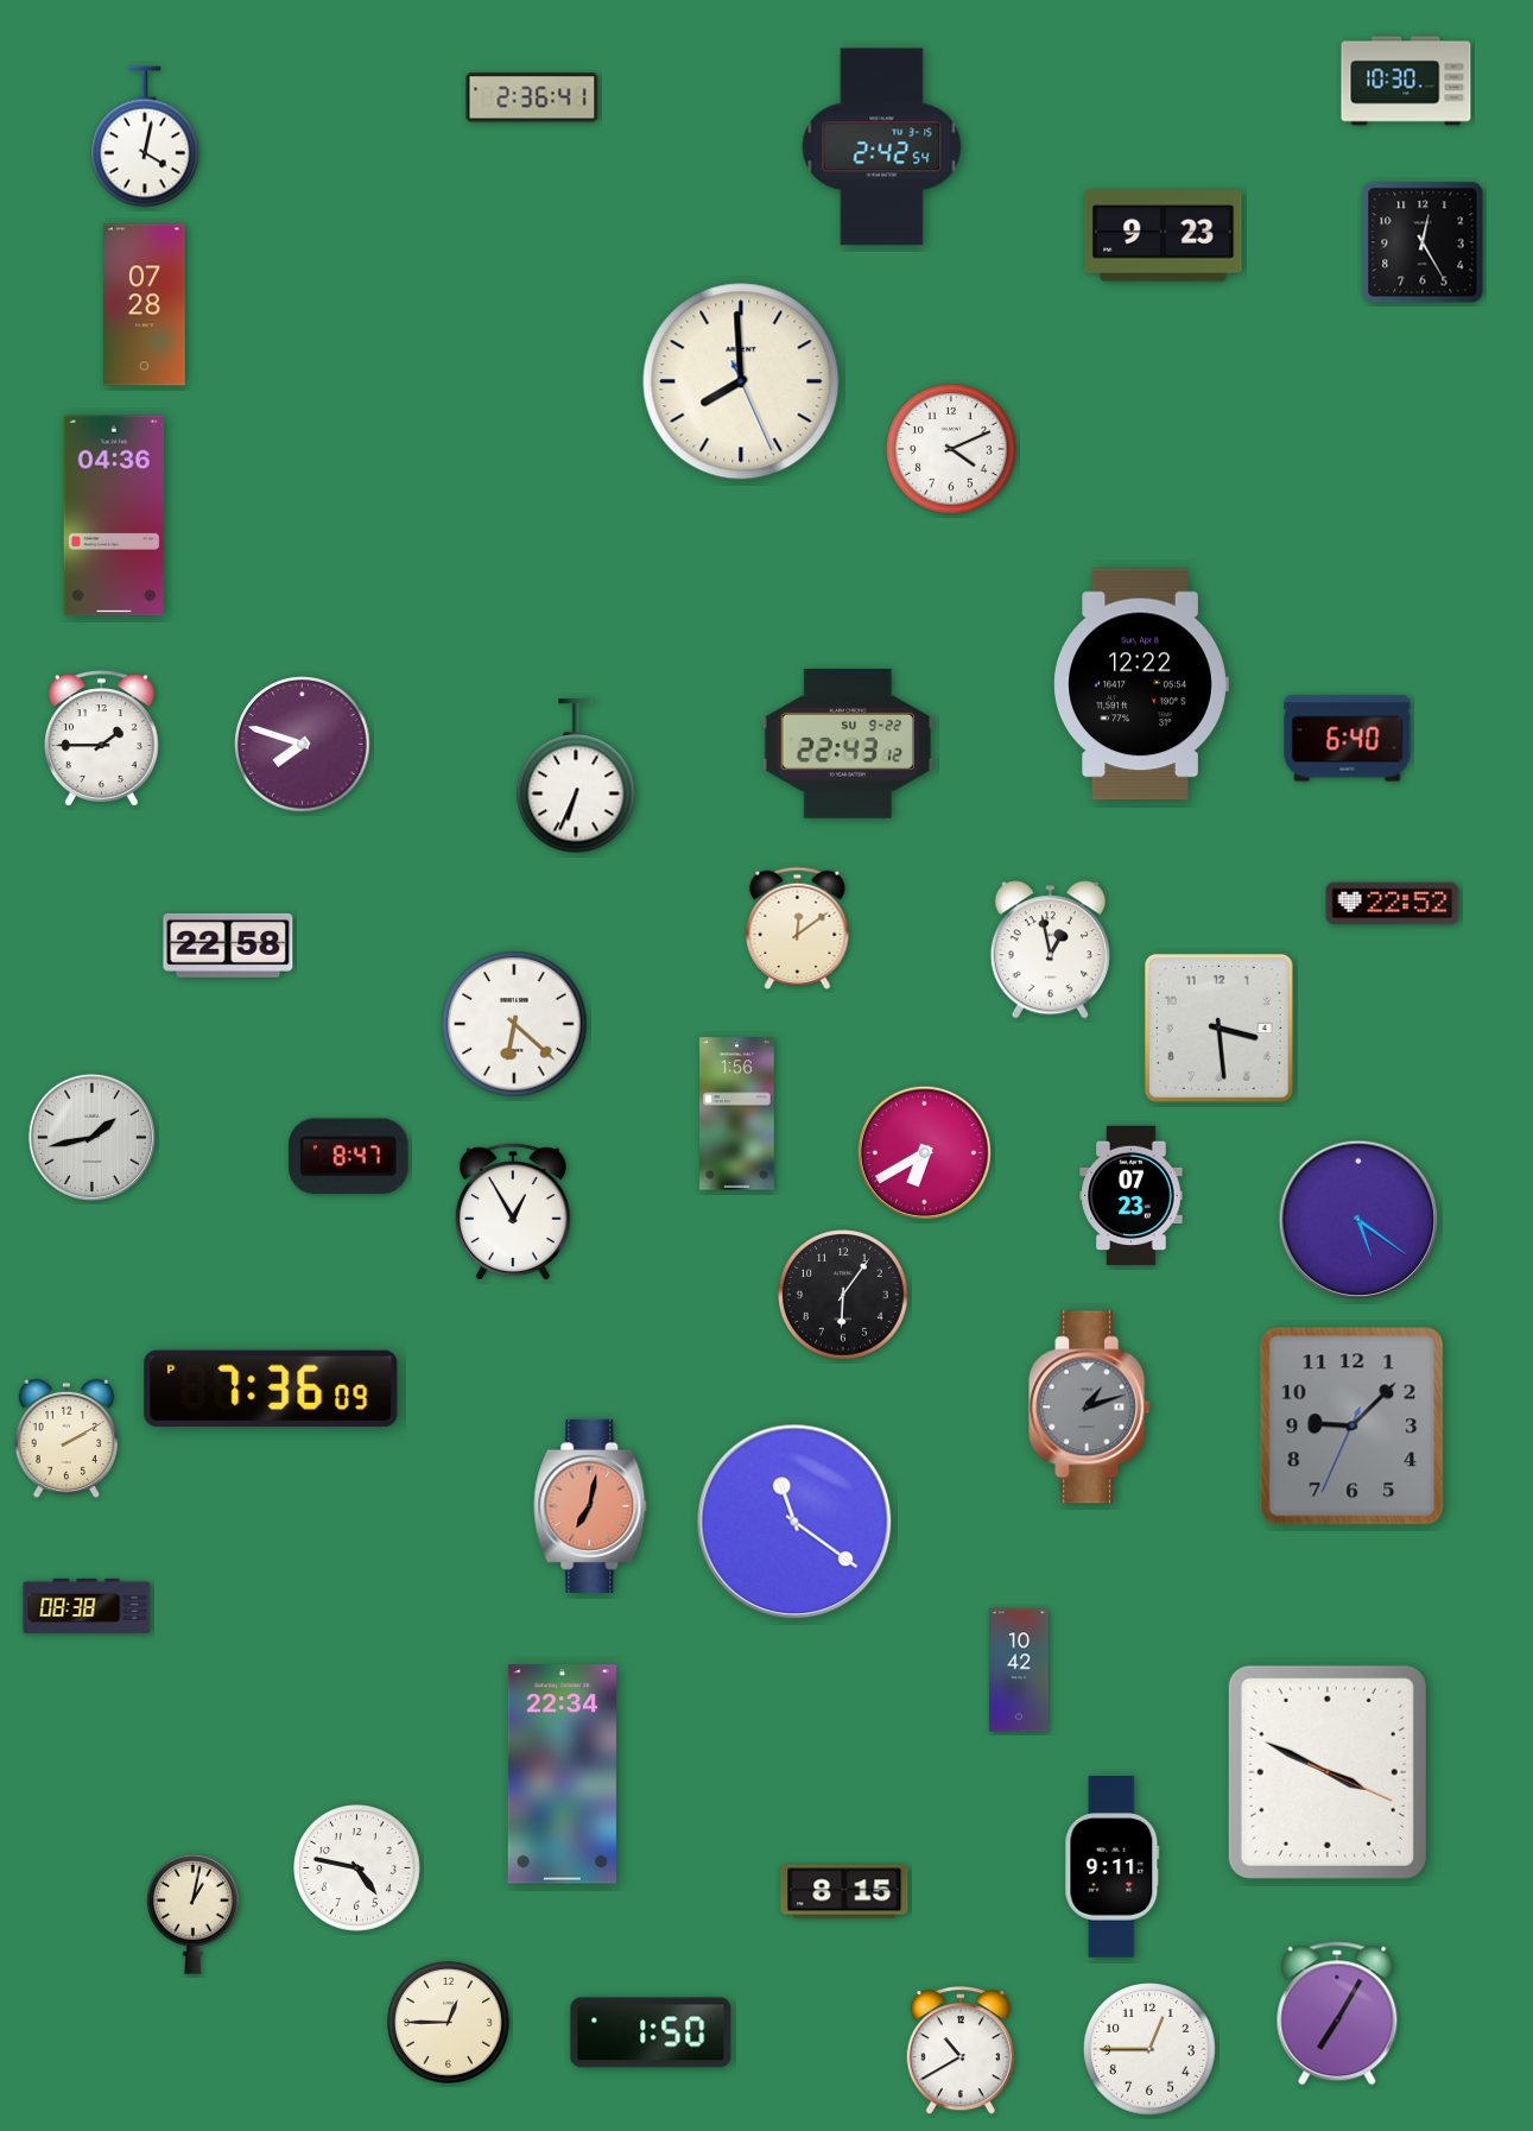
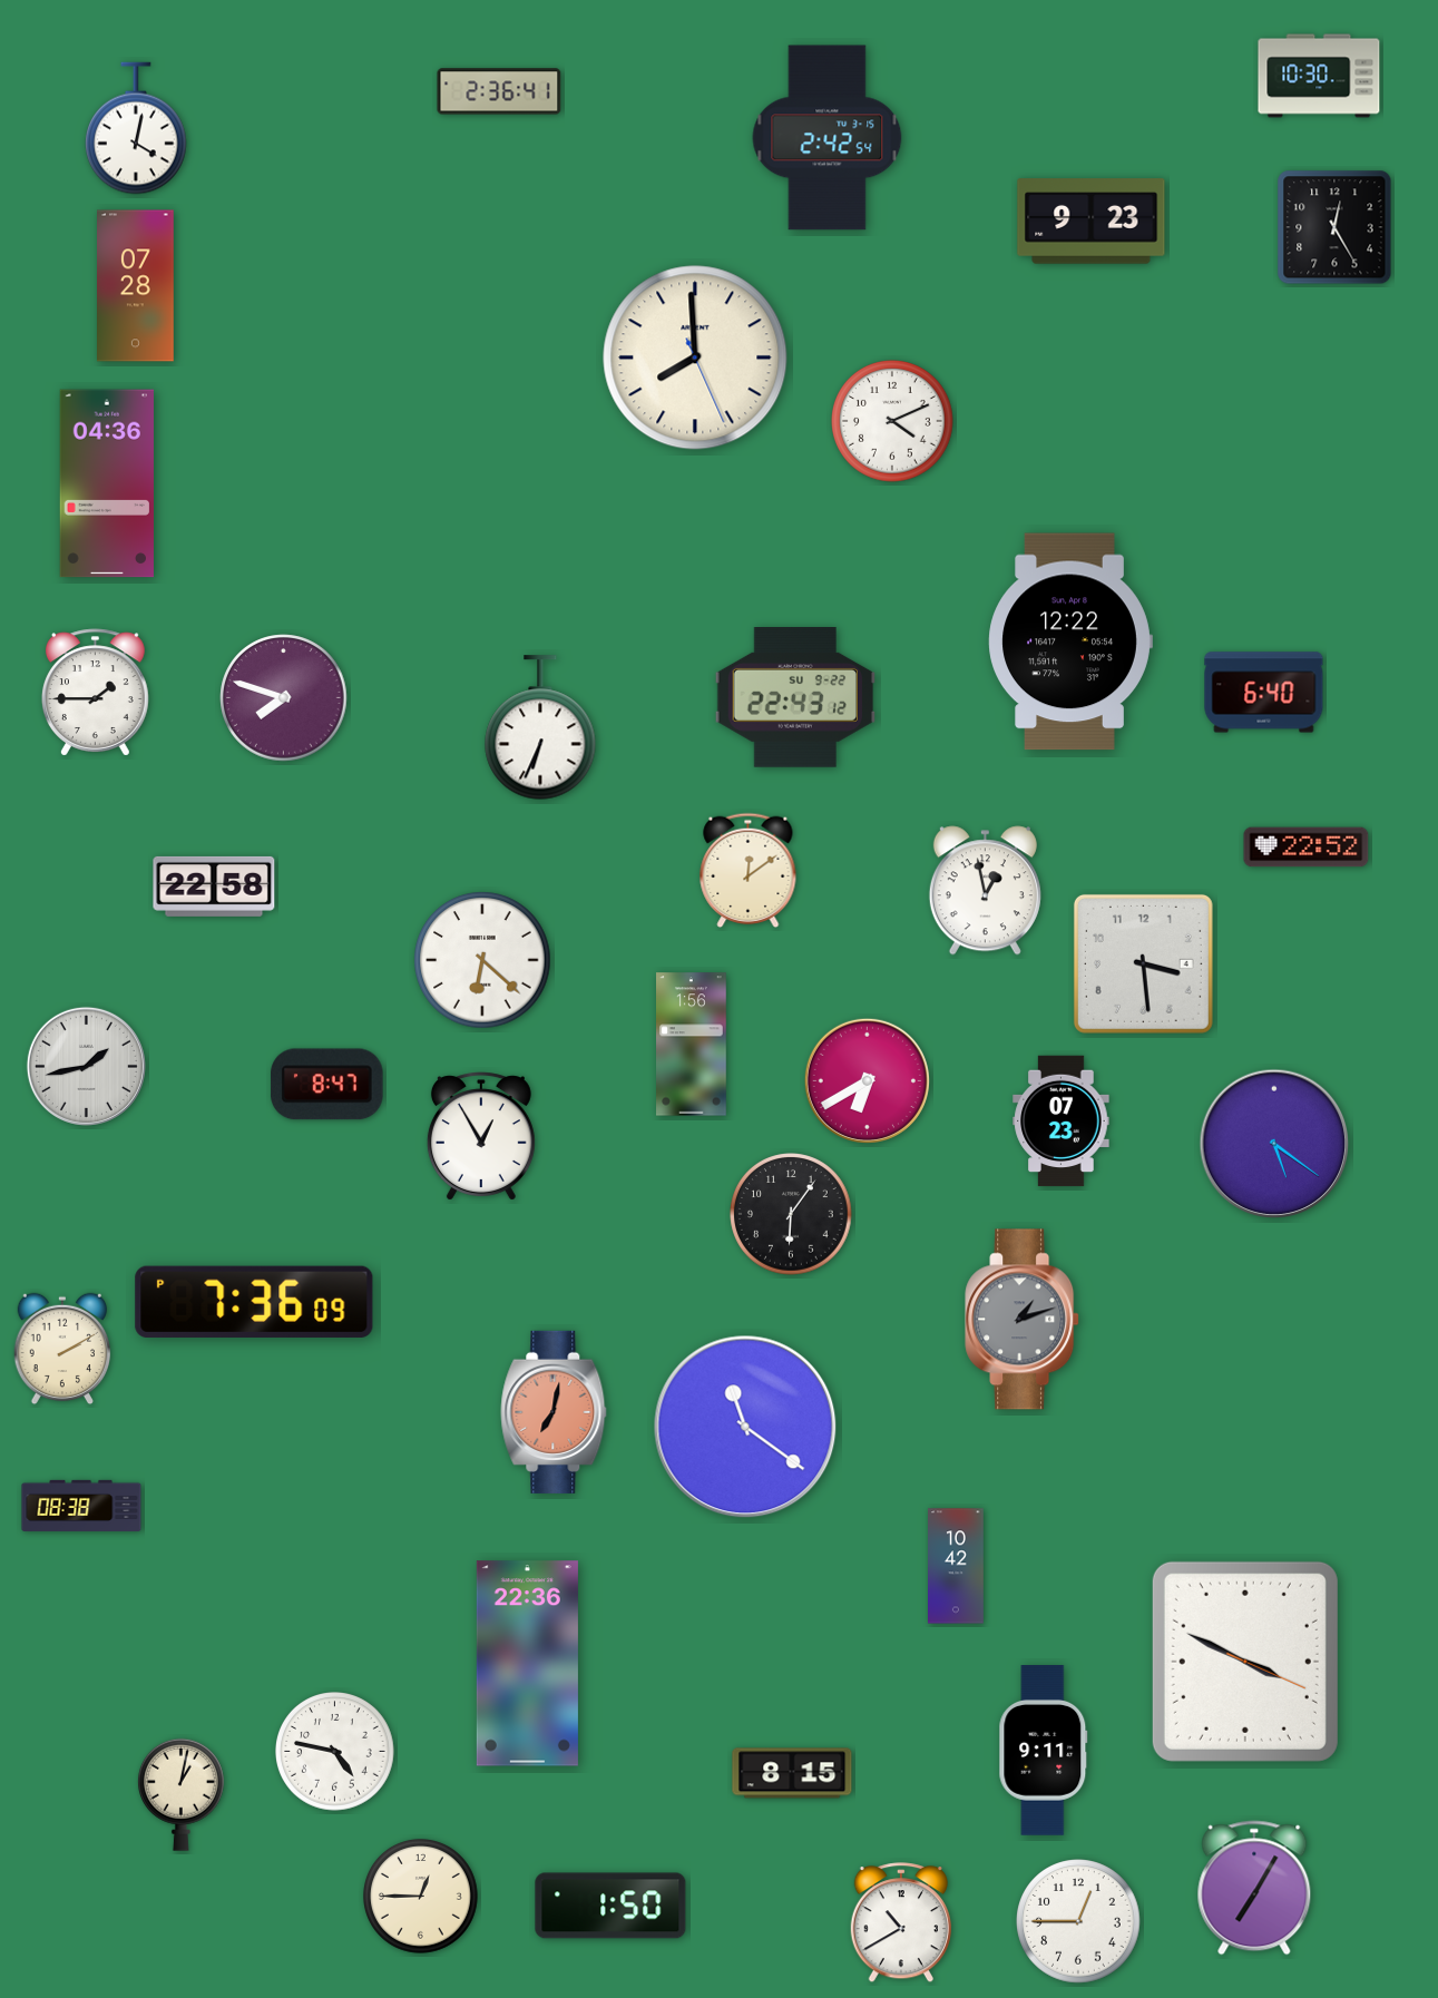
clock at (1353, 1427): 9:07 -> none
clock at (562, 1775): 22:34 -> 22:36
